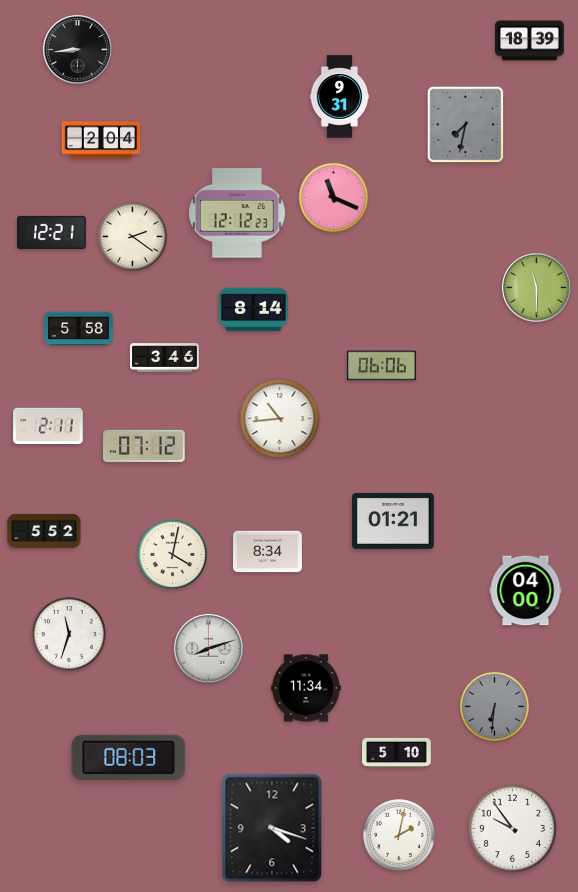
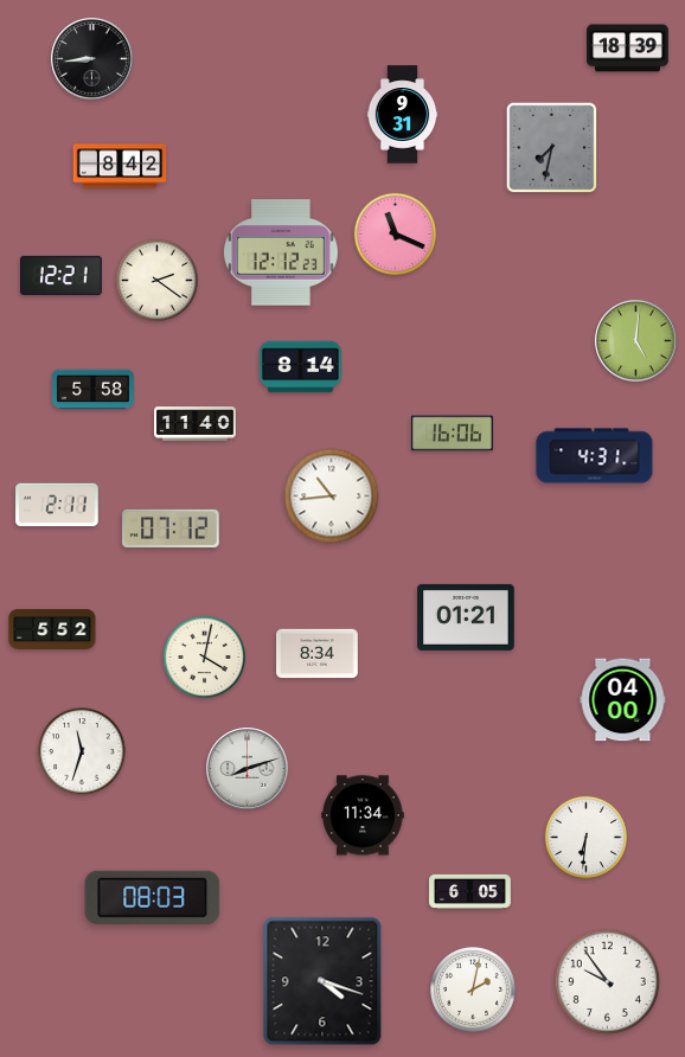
clock at (101, 140): 2:04 -> 8:42
clock at (537, 288): 11:30 -> 5:01
clock at (165, 358): 3:46 -> 11:40
clock at (382, 366): 06:06 -> 16:06
clock at (595, 456): none -> 4:31
clock at (494, 706) dial: grey -> white
clock at (397, 752): 5:10 -> 6:05
